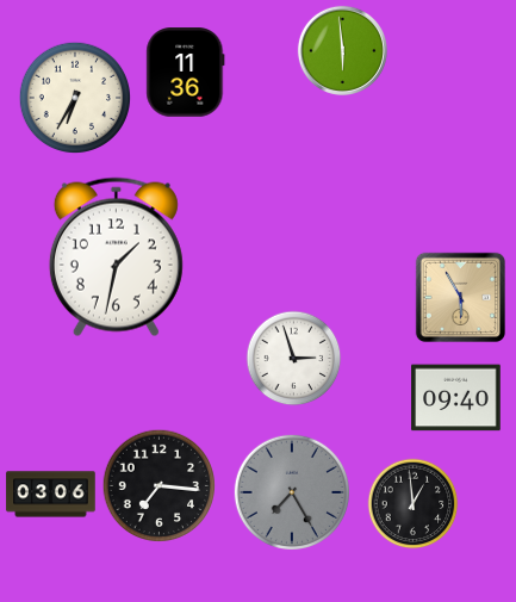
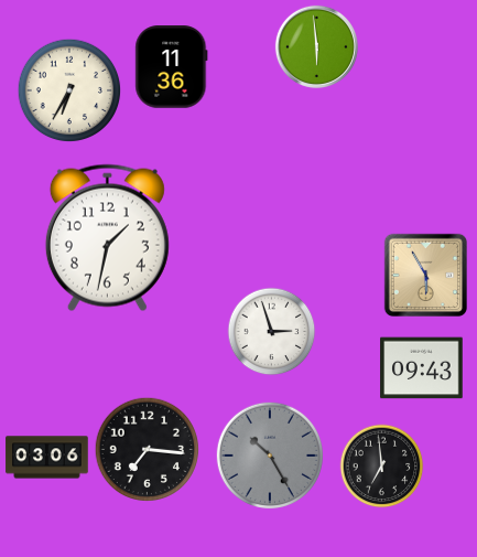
clock at (456, 398): 09:40 -> 09:43
clock at (291, 491): 7:25 -> 10:25
clock at (414, 504): 12:59 -> 6:59
